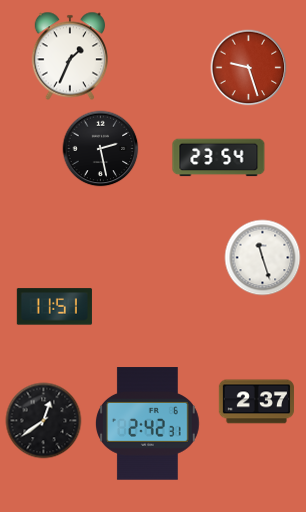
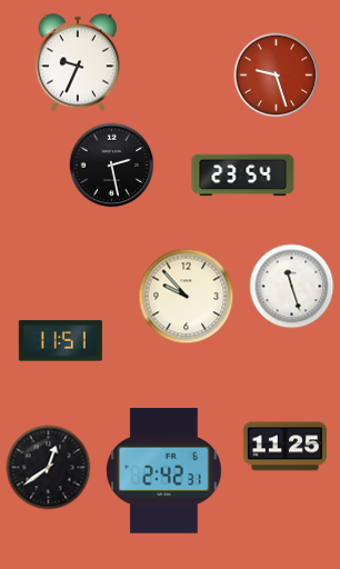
clock at (69, 56): 1:34 -> 9:34
clock at (187, 297): none -> 9:53
clock at (256, 402): 2:37 -> 11:25
